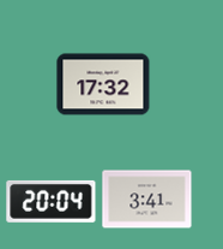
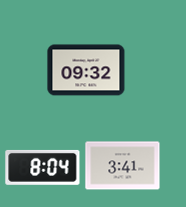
clock at (103, 84): 17:32 -> 09:32
clock at (52, 201): 20:04 -> 8:04
